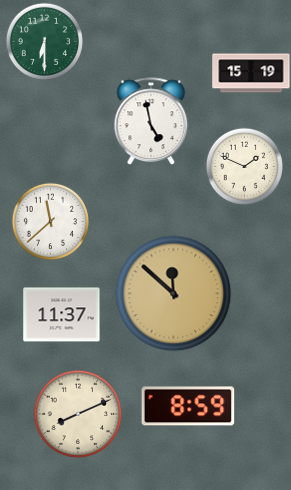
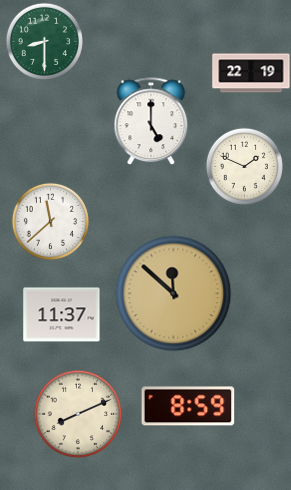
clock at (44, 41): 6:30 -> 8:30
clock at (251, 73): 15:19 -> 22:19
clock at (151, 121): 4:58 -> 5:00
